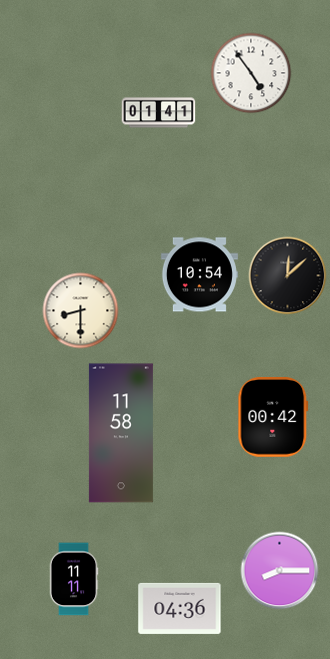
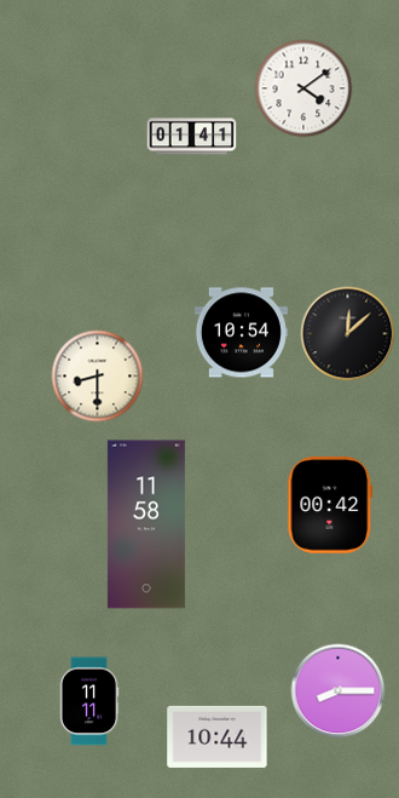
clock at (251, 73): 4:54 -> 4:09
clock at (180, 608): 04:36 -> 10:44
